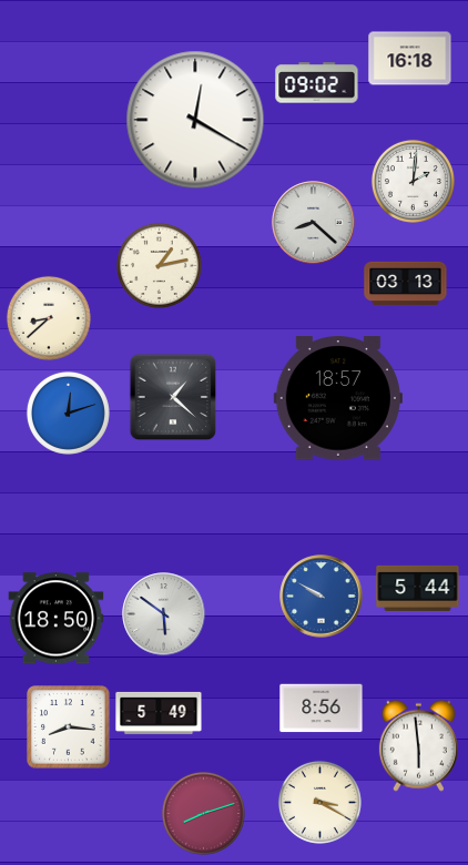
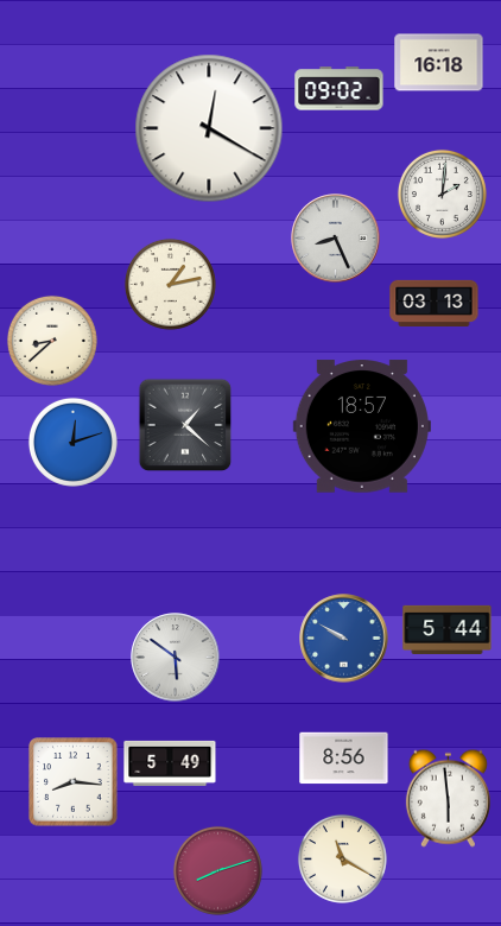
clock at (314, 223): 8:22 -> 8:26
clock at (57, 619): 18:50 -> none
clock at (69, 727) position: (69, 727) -> (74, 782)
clock at (319, 802): 3:20 -> 11:20
